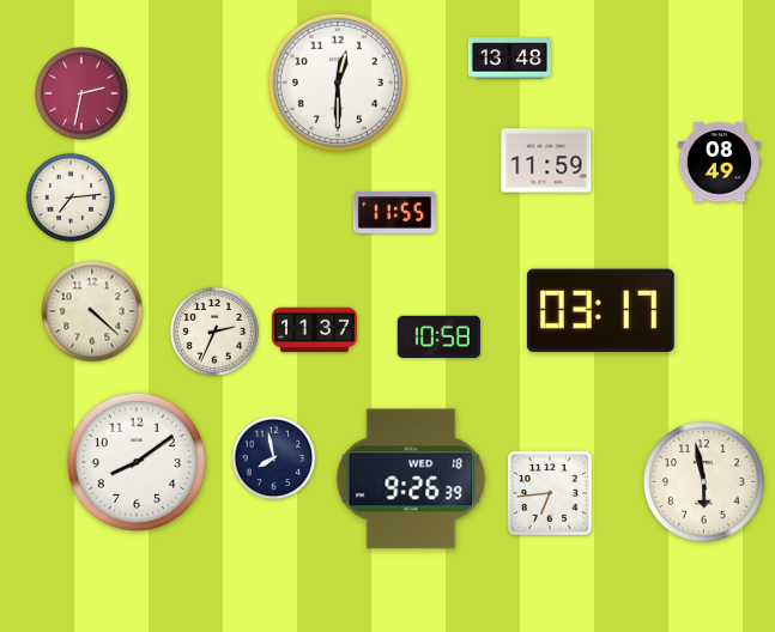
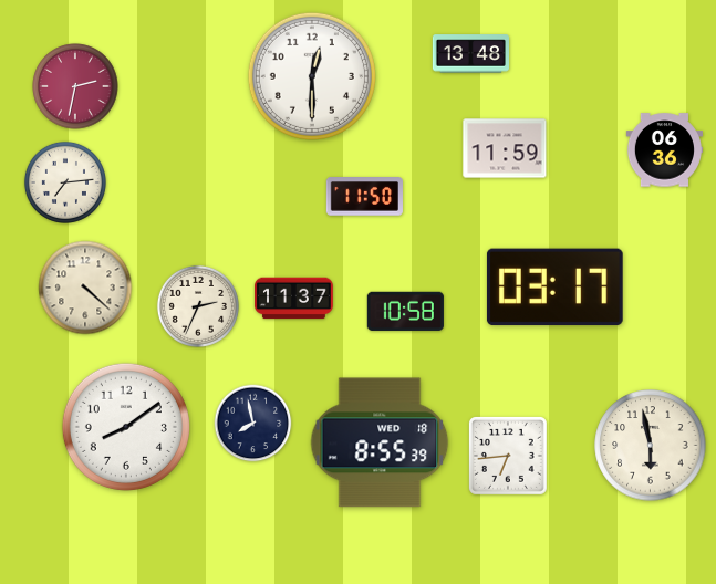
clock at (719, 163): 08:49 -> 06:36
clock at (394, 213): 11:55 -> 11:50
clock at (314, 330) position: (314, 330) -> (293, 299)
clock at (411, 479): 9:26 -> 8:55
